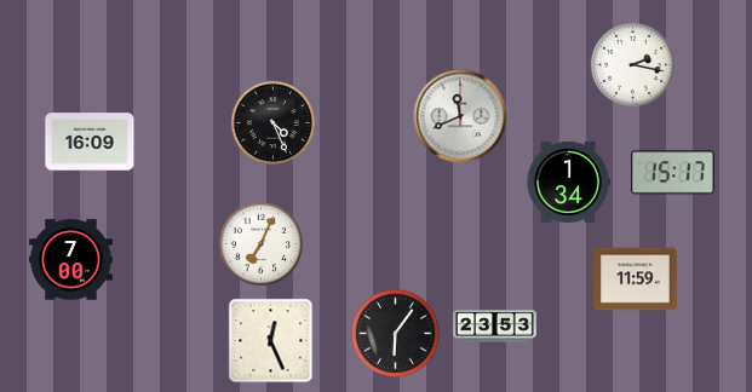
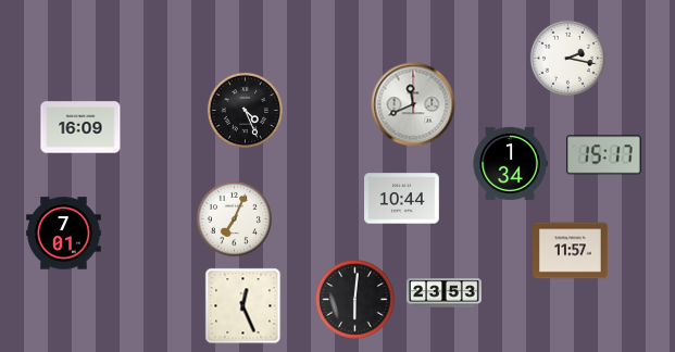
clock at (402, 199): none -> 10:44
clock at (71, 260): 7:00 -> 7:01
clock at (636, 279): 11:59 -> 11:57
clock at (396, 334): 6:06 -> 6:01
